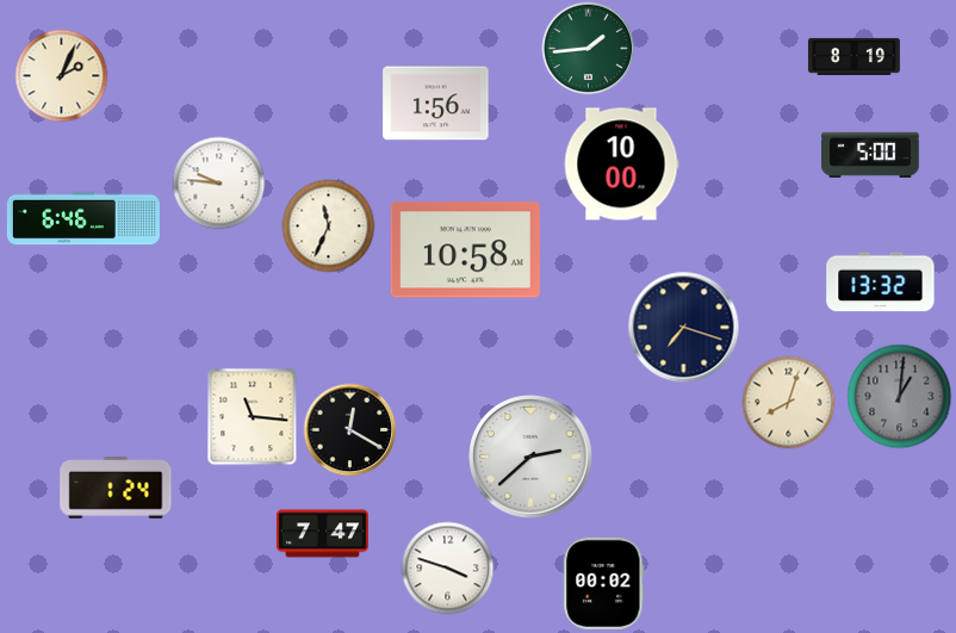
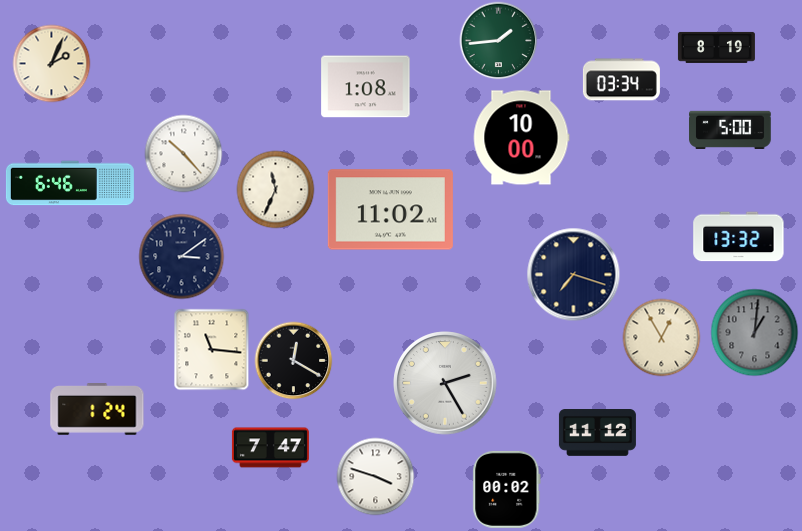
clock at (588, 48) position: (588, 48) -> (498, 40)
clock at (621, 80): none -> 03:34
clock at (436, 104): 1:56 -> 1:08
clock at (218, 182): 9:46 -> 10:23
clock at (465, 250): 10:58 -> 11:02
clock at (181, 256): none -> 3:09
clock at (788, 402): 8:03 -> 12:55
clock at (530, 457): 2:38 -> 2:25
clock at (597, 433): none -> 11:12
